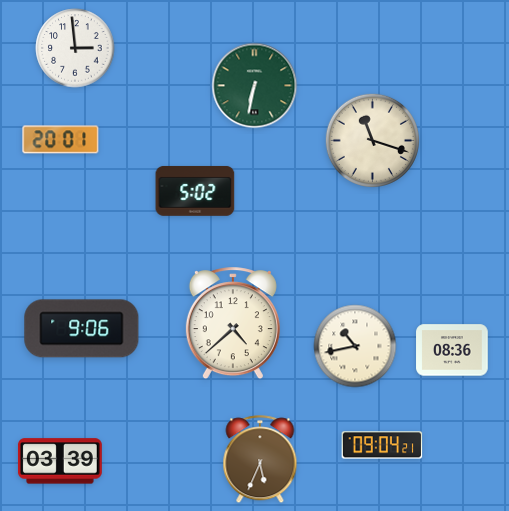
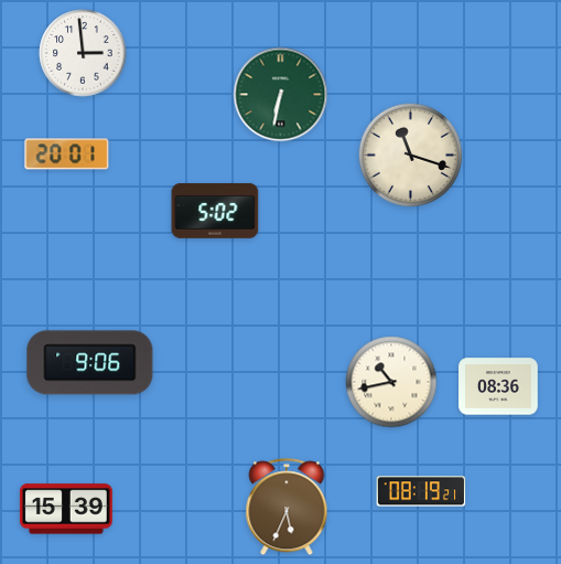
clock at (233, 324): 4:38 -> none
clock at (382, 445): 09:04 -> 08:19
clock at (60, 461): 03:39 -> 15:39
